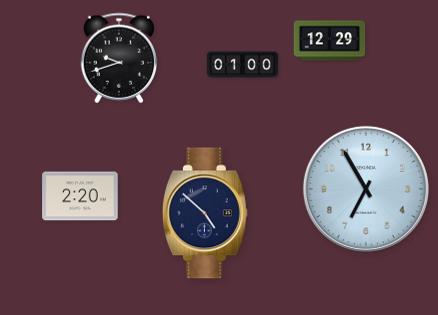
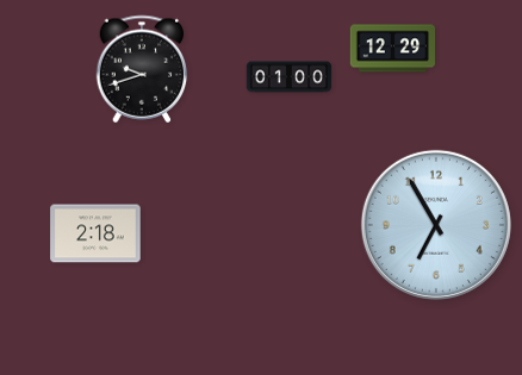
clock at (80, 196): 2:20 -> 2:18
clock at (205, 213): 4:52 -> none
